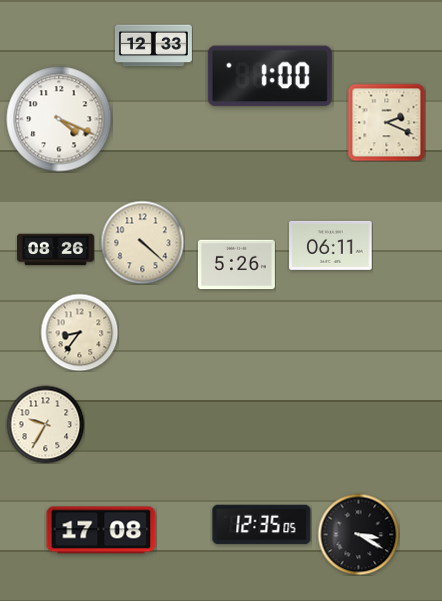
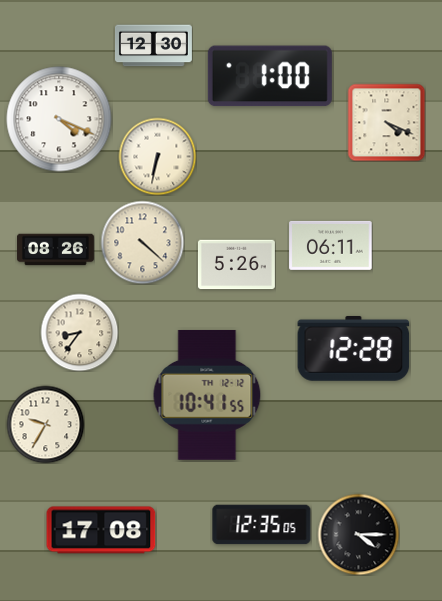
clock at (153, 46): 12:33 -> 12:30
clock at (386, 122): 2:19 -> 4:19
clock at (157, 156): none -> 6:32
clock at (354, 348): none -> 12:28
clock at (207, 395): none -> 10:41
clock at (358, 534): 3:20 -> 4:15
